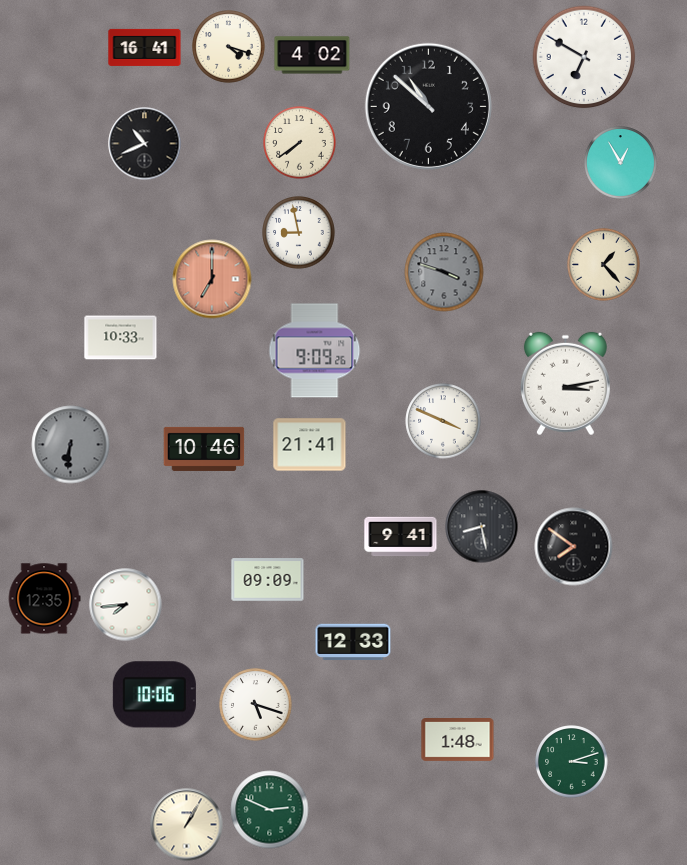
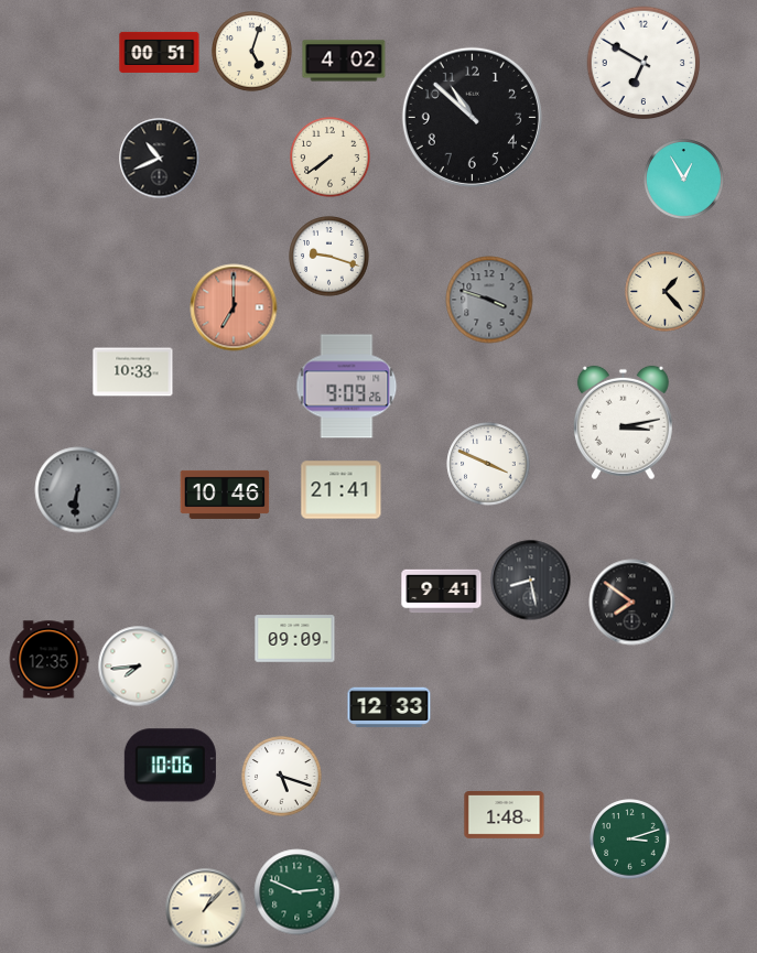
clock at (145, 47): 16:41 -> 00:51
clock at (229, 47): 4:18 -> 5:03
clock at (299, 233): 8:58 -> 9:18
clock at (187, 825): 1:05 -> 1:07
